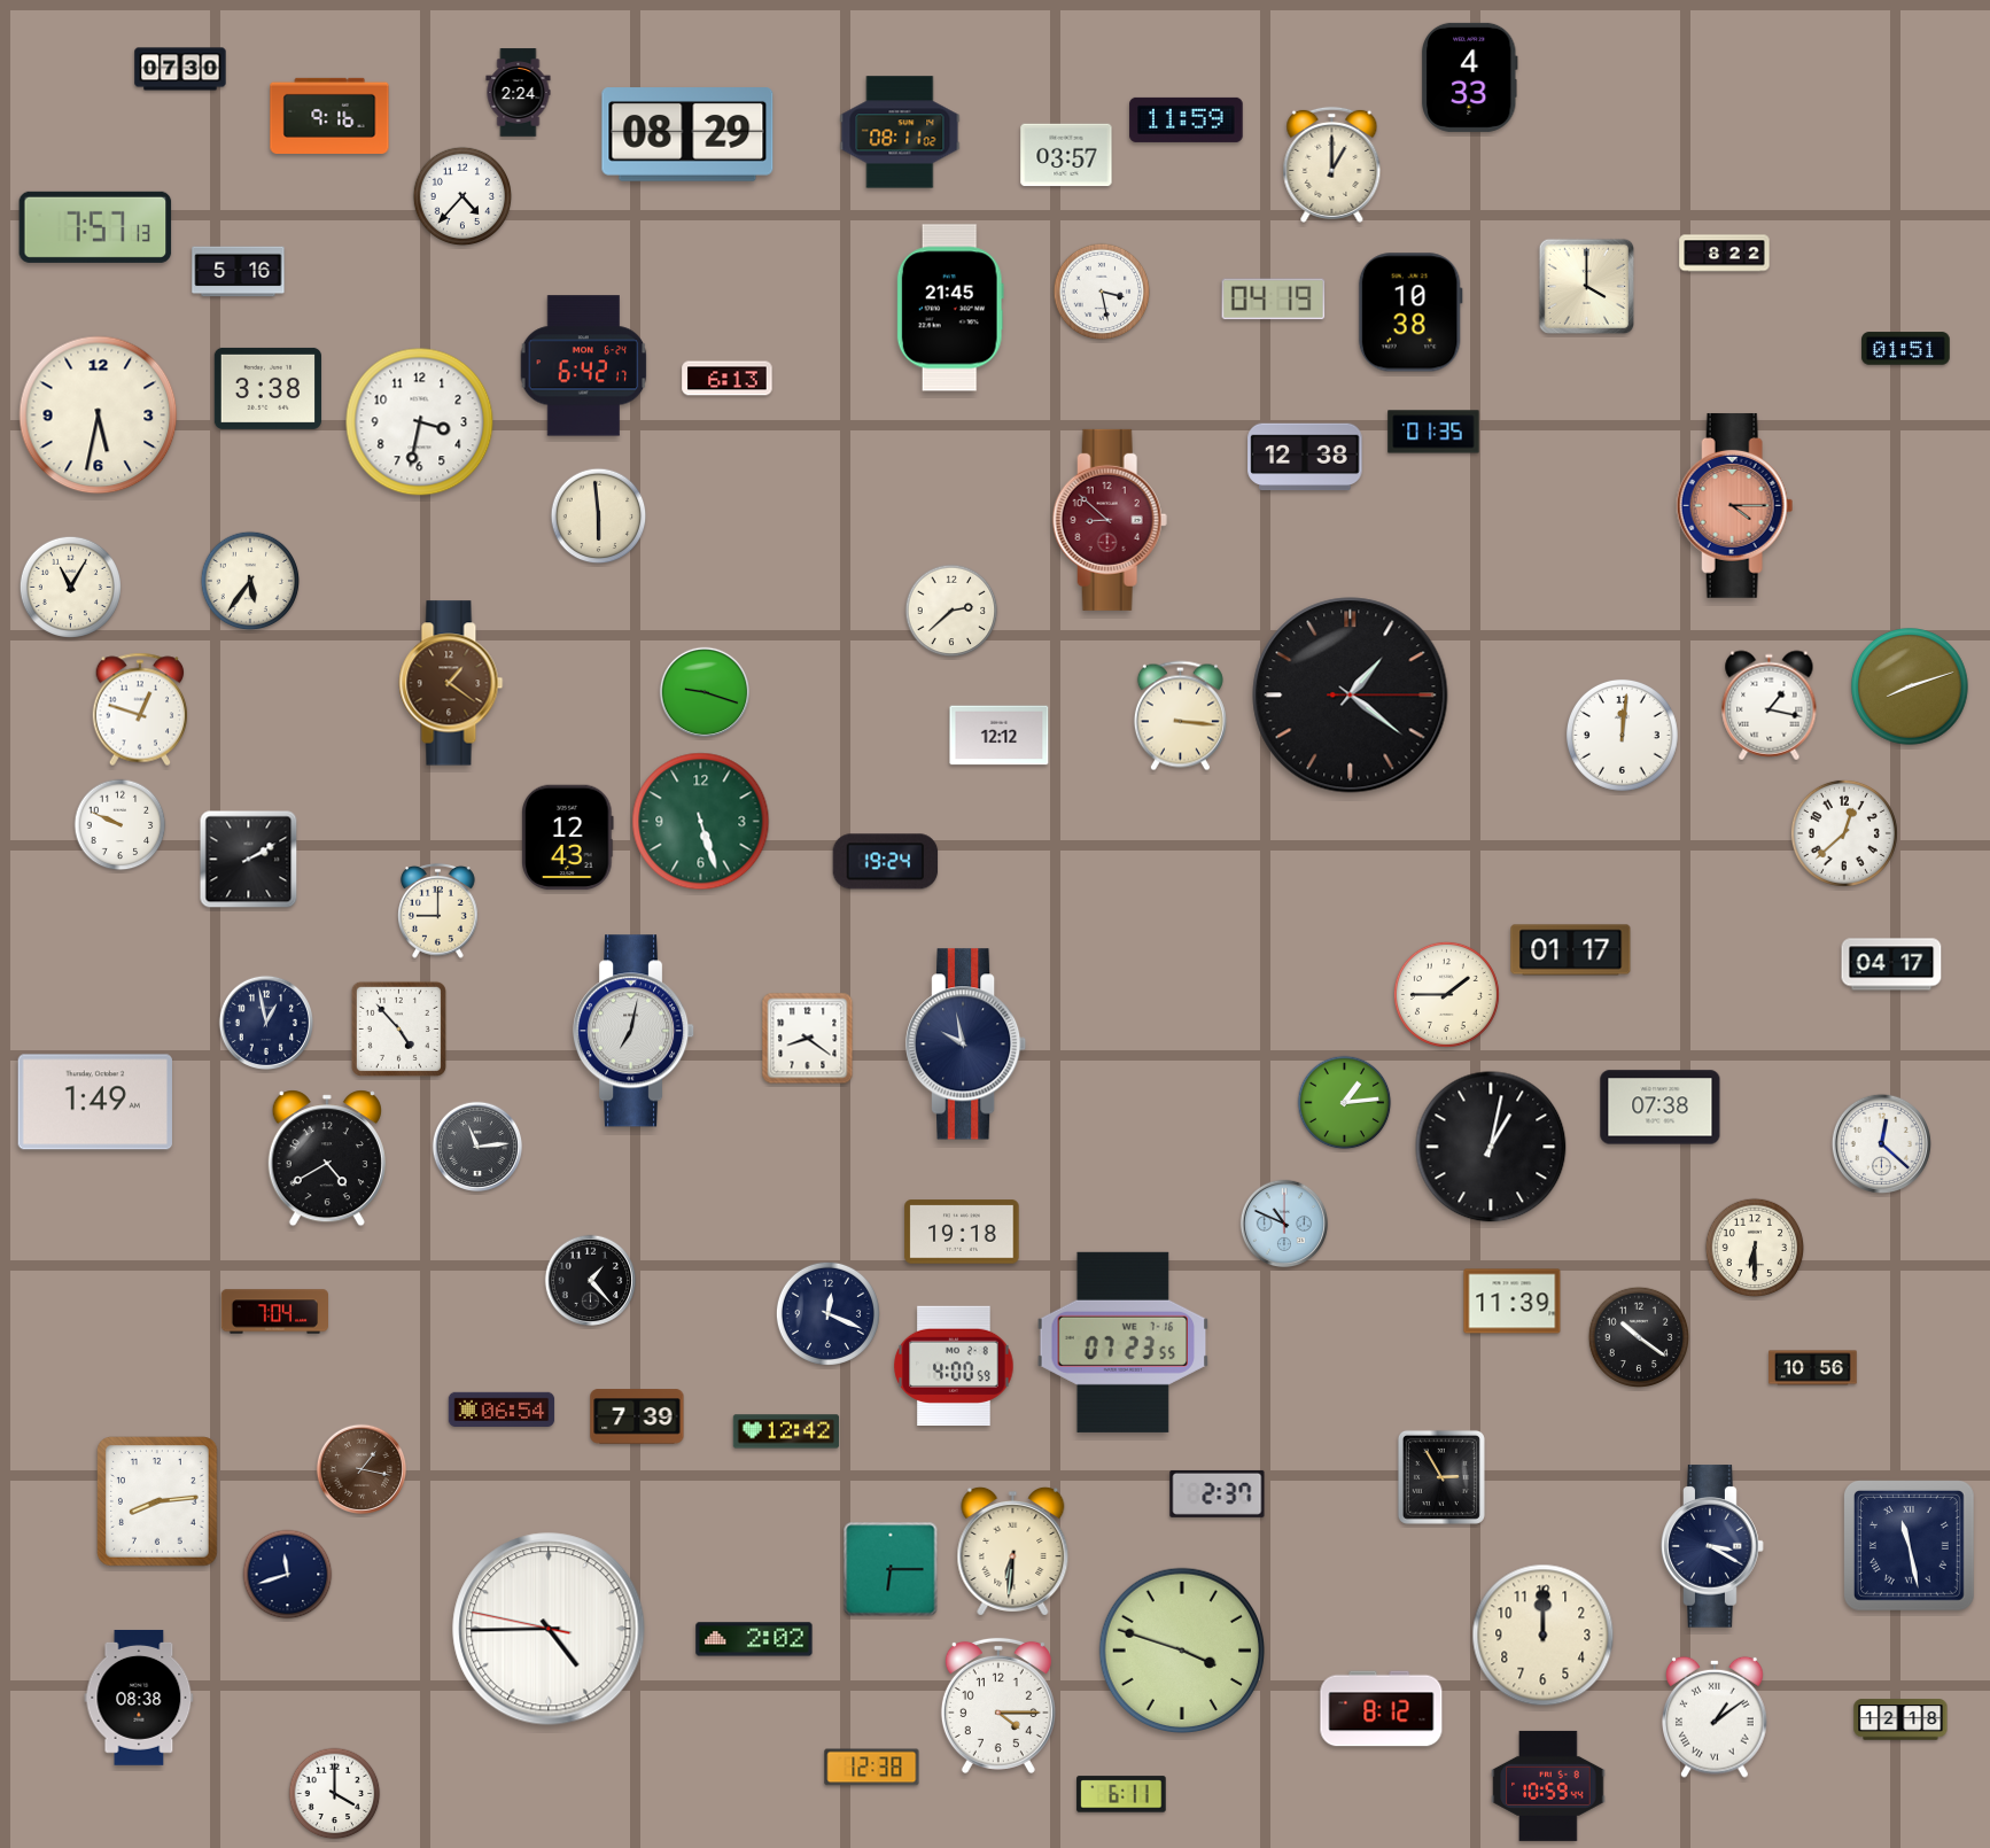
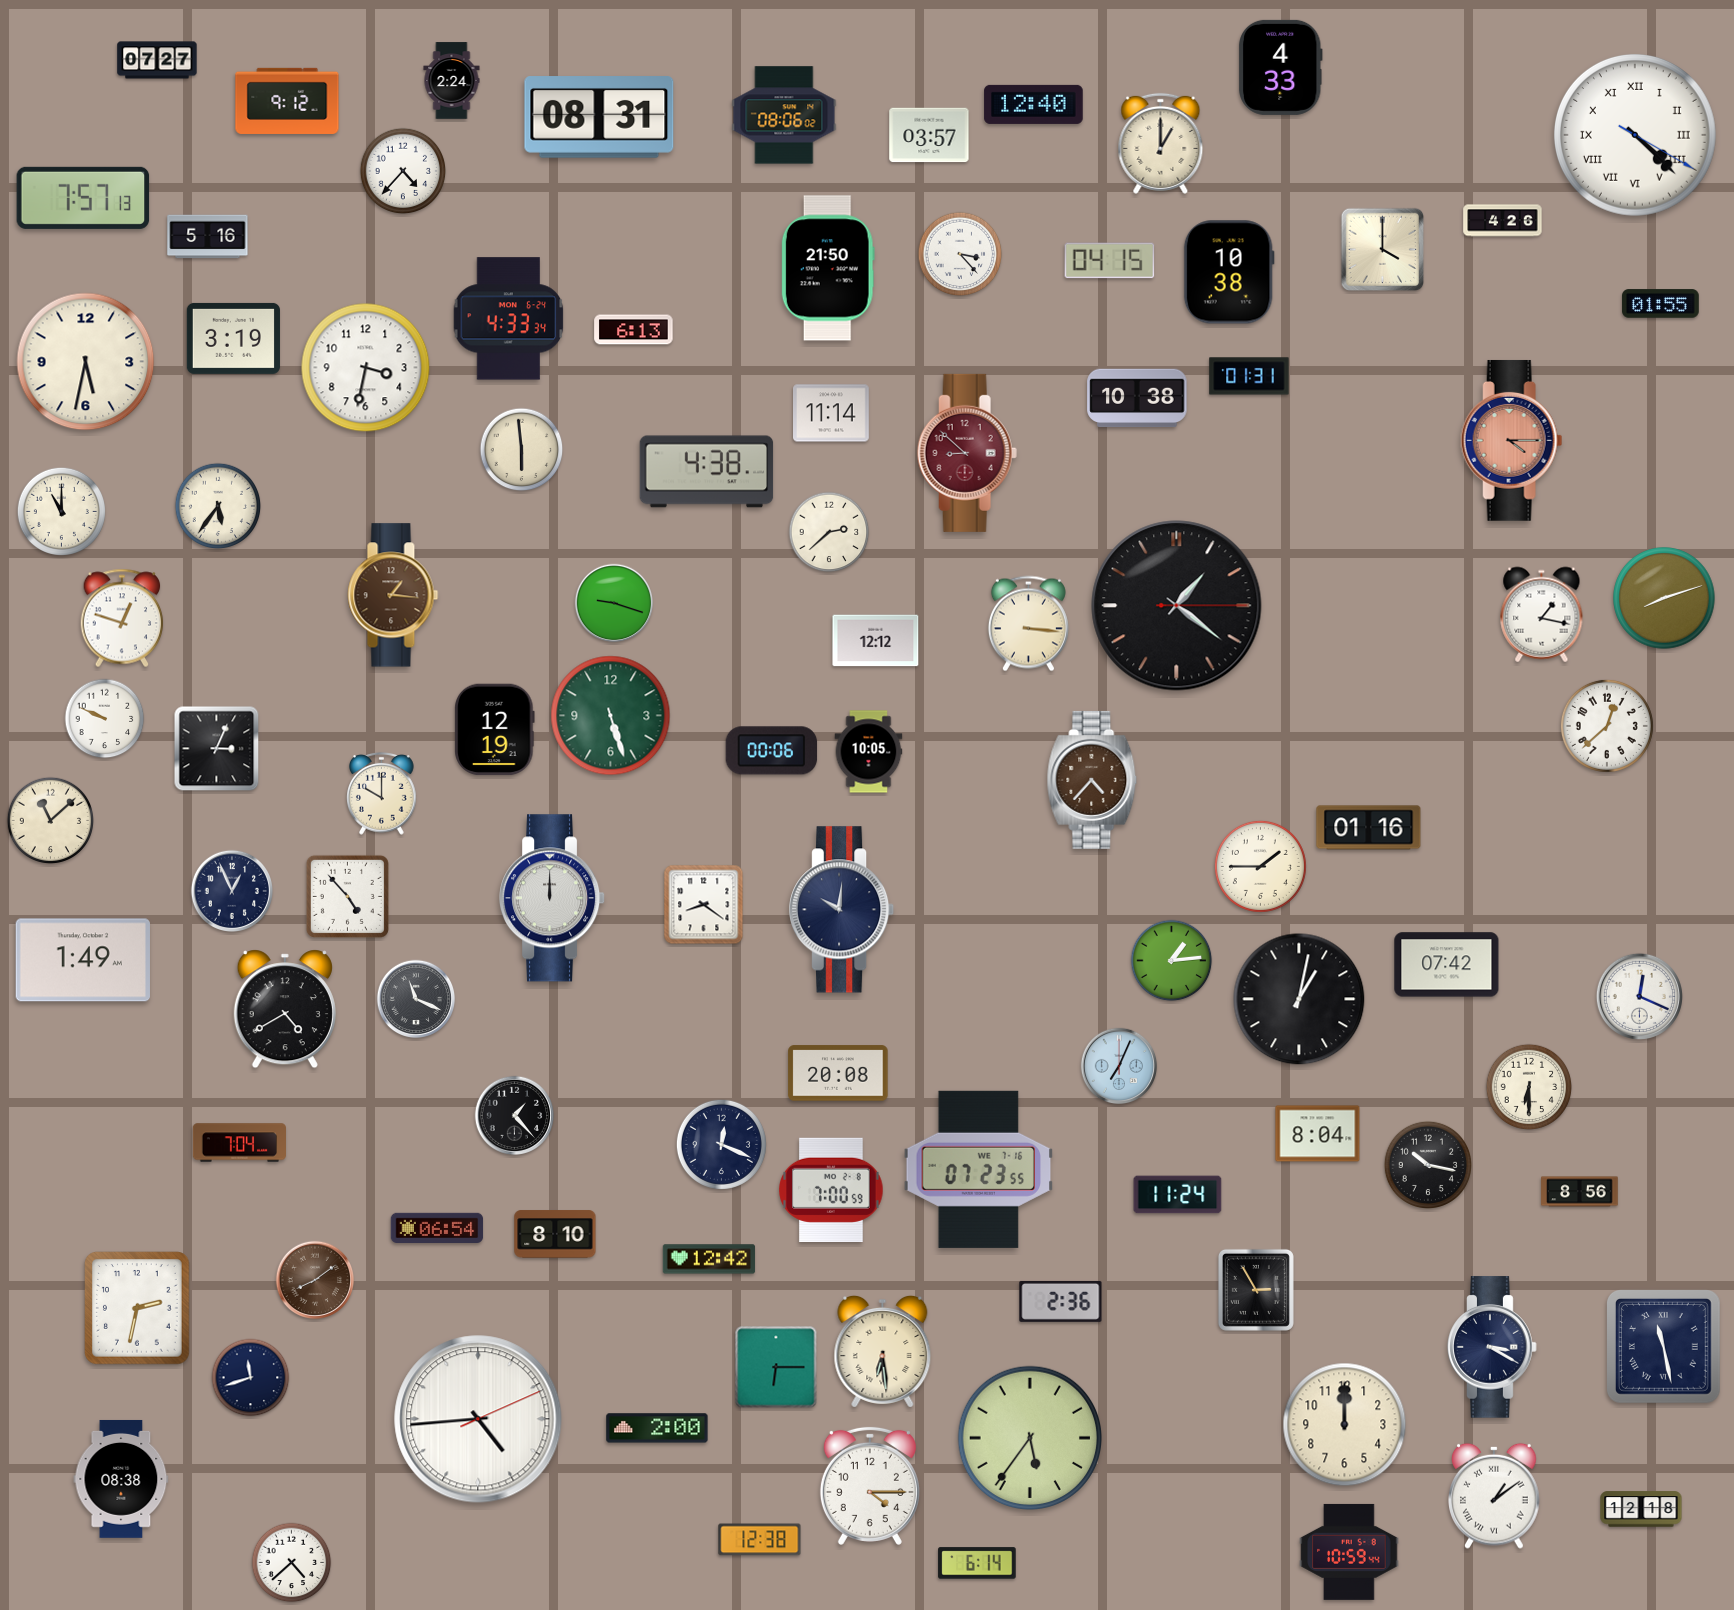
clock at (180, 69): 07:30 -> 07:27
clock at (329, 116): 9:16 -> 9:12
clock at (1187, 119): 11:59 -> 12:40
clock at (900, 132): 08:11 -> 08:06
clock at (687, 134): 08:29 -> 08:31
clock at (1635, 135): none -> 4:22
clock at (1725, 254): 8:22 -> 4:26
clock at (1102, 292): 3:28 -> 3:23
clock at (1274, 300): 04:19 -> 04:15
clock at (950, 308): 21:45 -> 21:50
clock at (1906, 349): 01:51 -> 01:55
clock at (584, 366): 6:42 -> 4:33
clock at (267, 388): 3:38 -> 3:19
clock at (1433, 432): 01:35 -> 01:31
clock at (1305, 457): 12:38 -> 10:38
clock at (832, 413): none -> 11:14
clock at (707, 472): none -> 4:38
clock at (70, 587): 11:05 -> 11:00
clock at (451, 683): 1:21 -> 1:16
clock at (1622, 735): 12:01 -> none
clock at (1000, 736) position: (1000, 736) -> (876, 641)
clock at (568, 838): 12:43 -> 12:19
clock at (249, 860): 2:10 -> 3:04
clock at (886, 862): 19:24 -> 00:06
clock at (869, 752): none -> 10:05
clock at (1092, 780): none -> 4:37
clock at (438, 910): 9:00 -> 10:00
clock at (50, 820): none -> 11:08
clock at (1571, 950): 01:17 -> 01:16
clock at (1891, 964): 04:17 -> none
clock at (265, 1022): 12:58 -> 12:56
clock at (635, 1031): 7:02 -> 12:00
clock at (967, 1045): 9:58 -> 10:01
clock at (1661, 1108): 07:38 -> 07:42
clock at (1881, 1143): 12:22 -> 12:19
clock at (477, 1147): 11:14 -> 11:19
clock at (1284, 1224): 10:49 -> 7:04
clock at (962, 1232): 19:18 -> 20:08
clock at (1513, 1302): 11:39 -> 8:04
clock at (1638, 1336): 10:21 -> 10:17
clock at (954, 1365): 4:00 -> 7:00
clock at (1813, 1368): 10:56 -> 8:56
clock at (1178, 1195): none -> 11:24
clock at (637, 1416): 7:39 -> 8:10
clock at (786, 1431) position: (786, 1431) -> (709, 1259)
clock at (362, 1469): 1:17 -> 8:09
clock at (1441, 1477) position: (1441, 1477) -> (1256, 1290)
clock at (1218, 1493): 2:37 -> 2:36
clock at (157, 1501): 8:14 -> 2:32
clock at (1013, 1551): 6:31 -> 6:29
clock at (288, 1575) position: (288, 1575) -> (251, 1378)
clock at (549, 1629): 4:44:47 -> 4:44:11
clock at (754, 1639): 2:02 -> 2:00
clock at (1181, 1649): 3:48 -> 5:36
clock at (1382, 1709): 8:12 -> none
clock at (1900, 1719) position: (1900, 1719) -> (1641, 1509)
clock at (1548, 1786) position: (1548, 1786) -> (1349, 1552)
clock at (335, 1794): 4:00 -> 4:38
clock at (1121, 1794): 6:11 -> 6:14
